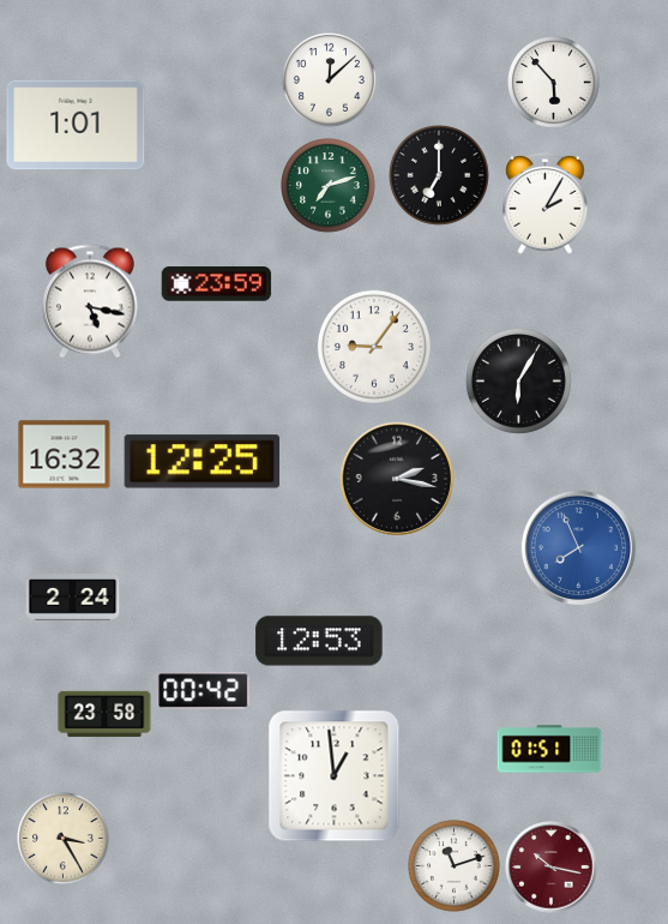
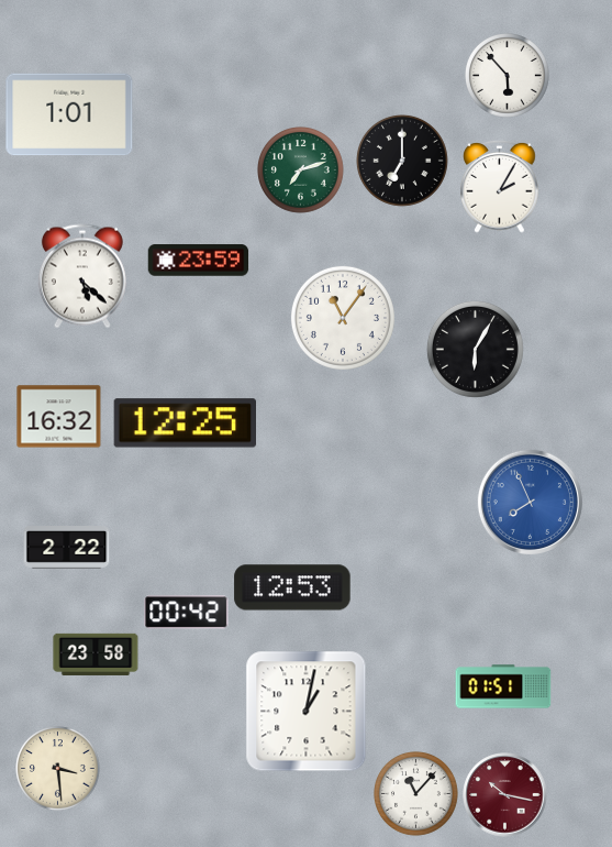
clock at (330, 80): 12:08 -> none
clock at (90, 301): 5:17 -> 5:22
clock at (374, 347): 9:06 -> 11:06
clock at (397, 479): 2:17 -> none
clock at (73, 598): 2:24 -> 2:22
clock at (204, 691) position: (204, 691) -> (187, 613)
clock at (335, 776): 12:59 -> 1:02
clock at (64, 839): 3:25 -> 3:29
clock at (455, 866): 11:12 -> 11:07
